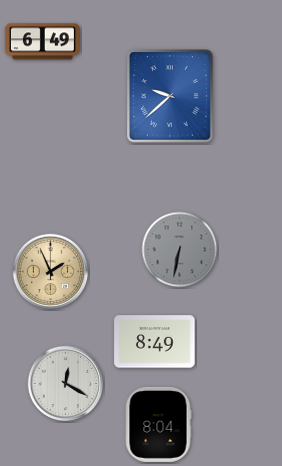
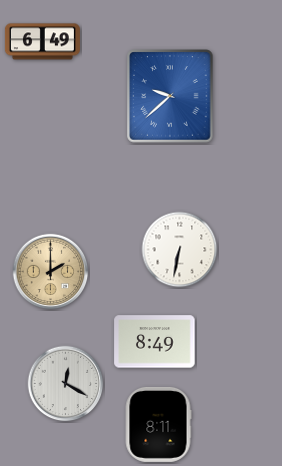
clock at (180, 250) dial: grey -> white
clock at (51, 272): 1:56 -> 2:00
clock at (158, 424): 8:04 -> 8:11
